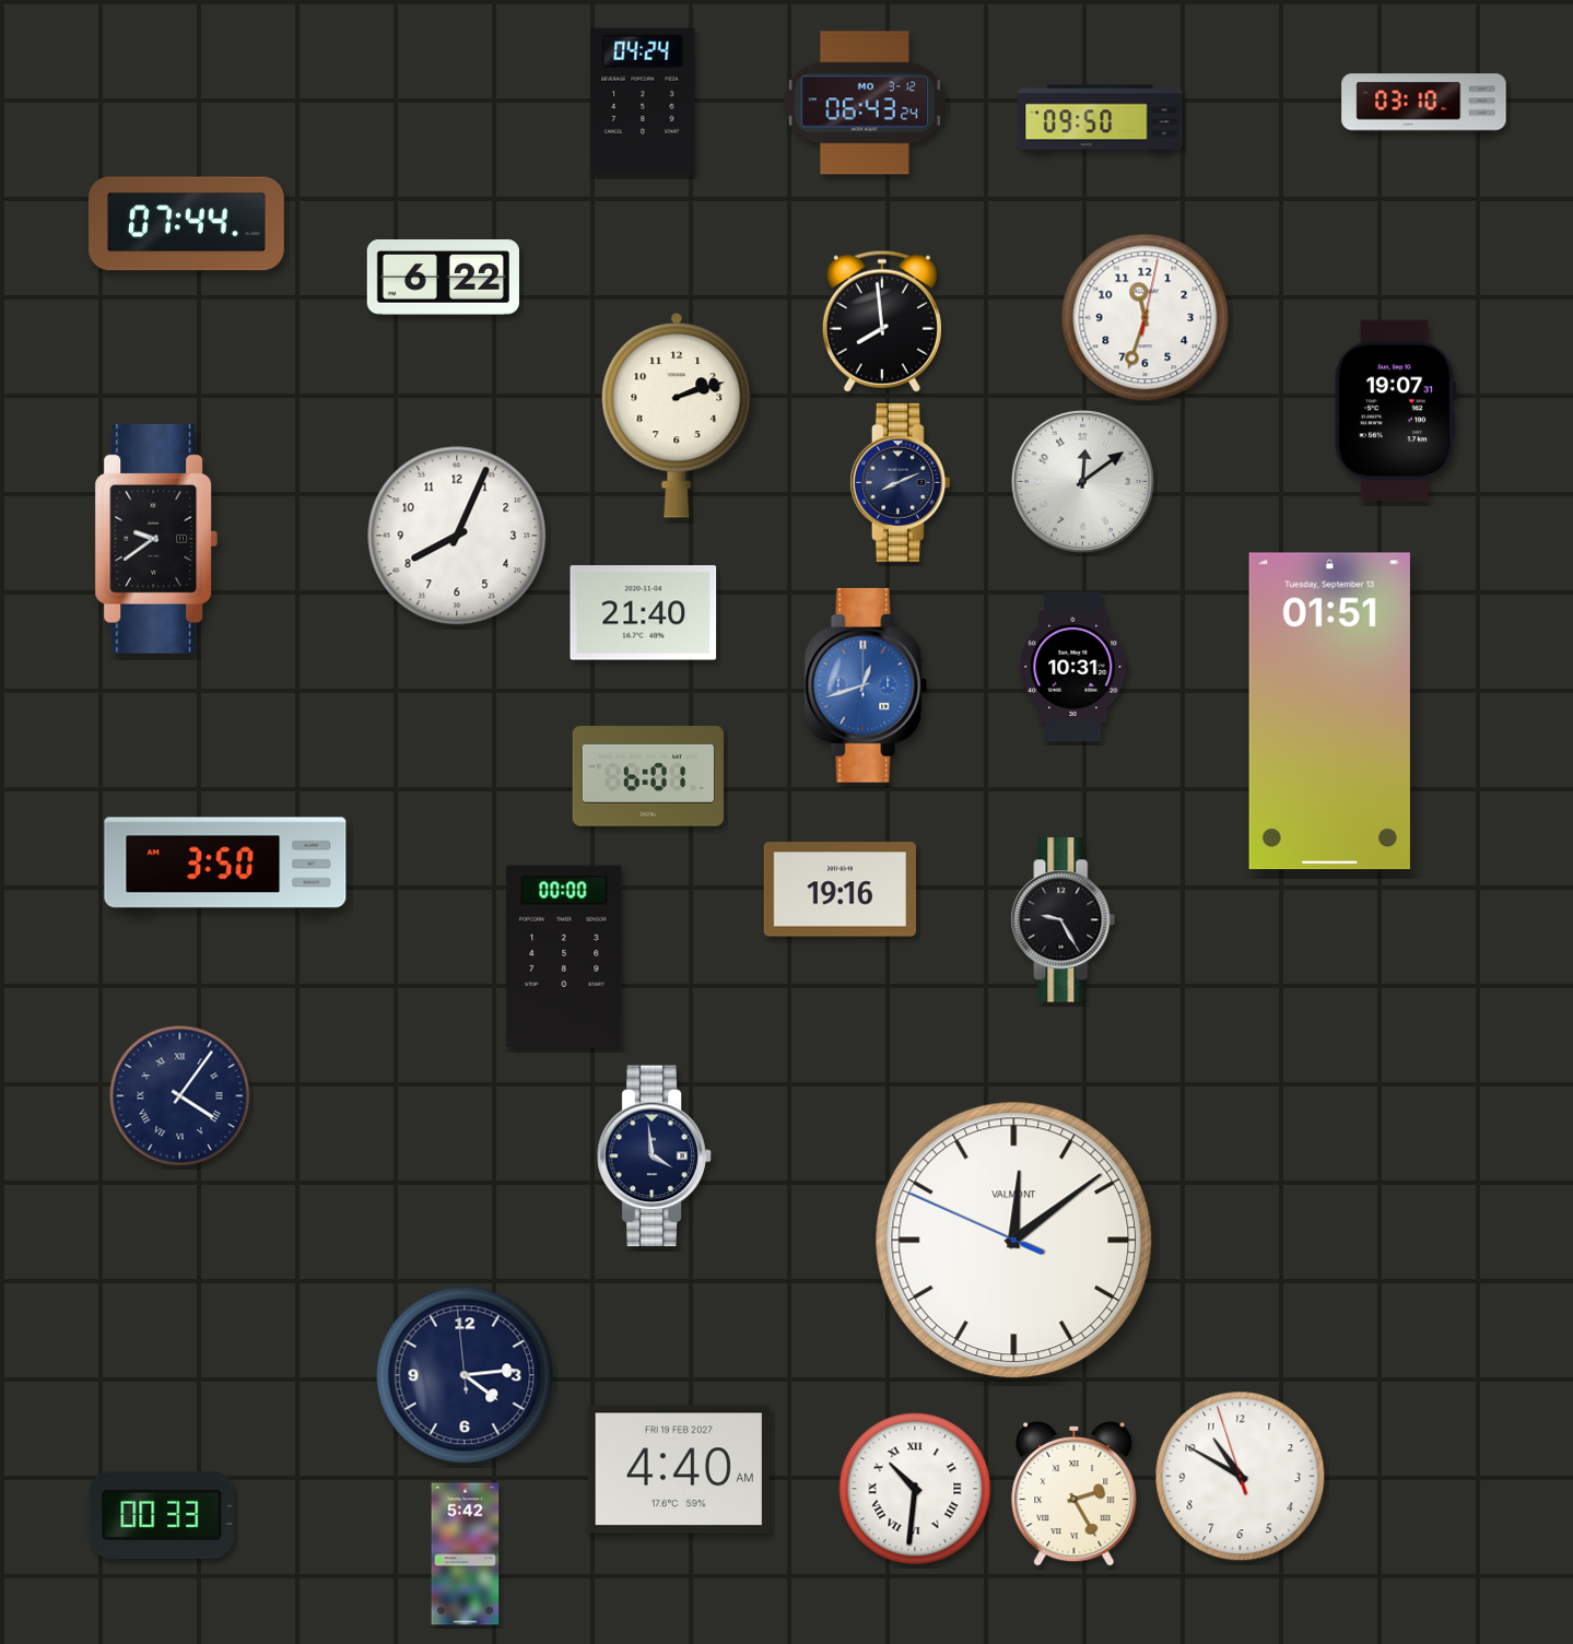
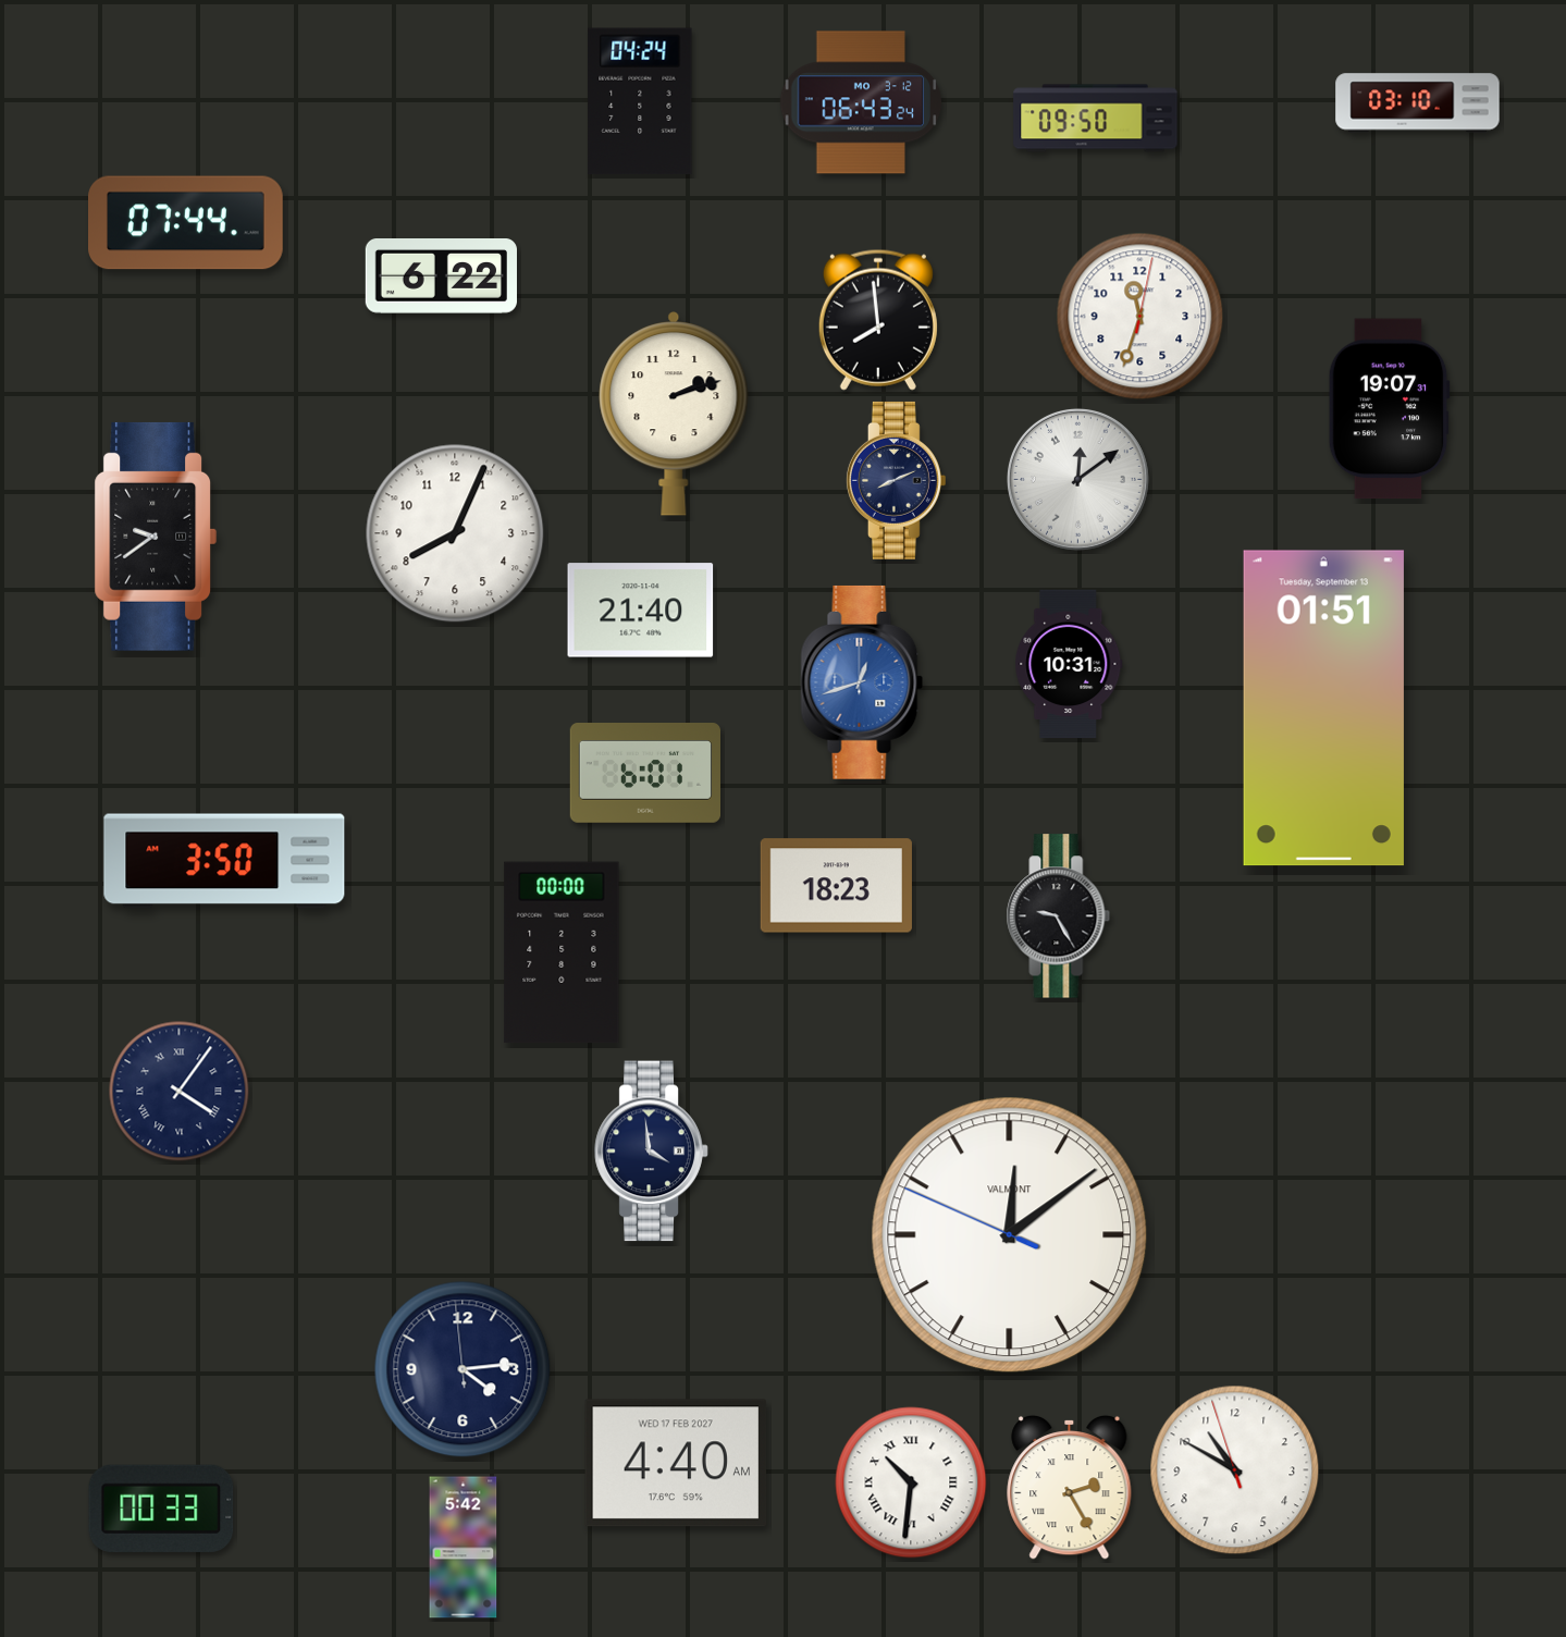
clock at (840, 890): 19:16 -> 18:23
clock at (679, 1469) date: FRI 19 FEB 2027 -> WED 17 FEB 2027
